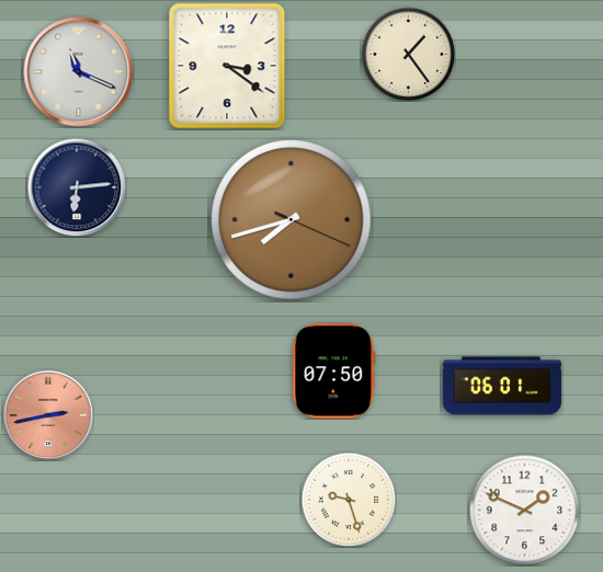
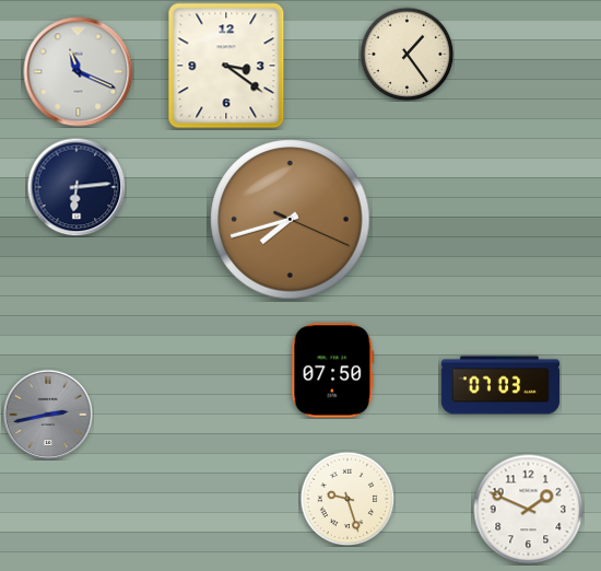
clock at (501, 386): 06:01 -> 07:03
clock at (48, 415) dial: salmon -> grey
clock at (525, 511) position: (525, 511) -> (529, 510)
